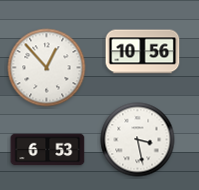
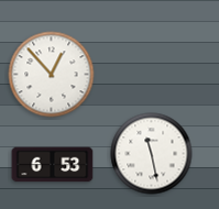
clock at (143, 52): 10:56 -> none
clock at (138, 140): 3:28 -> 11:28
